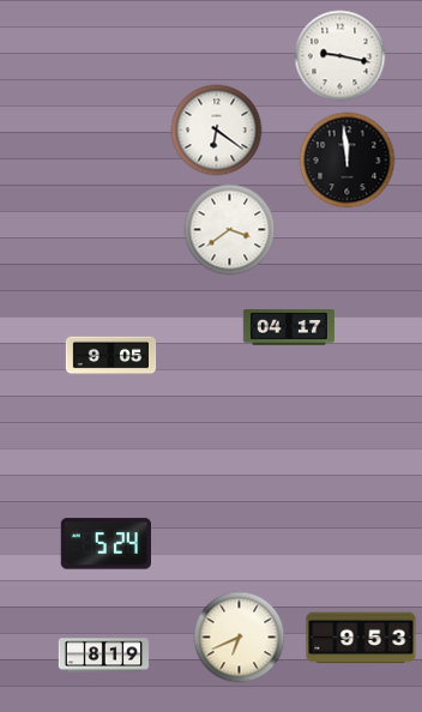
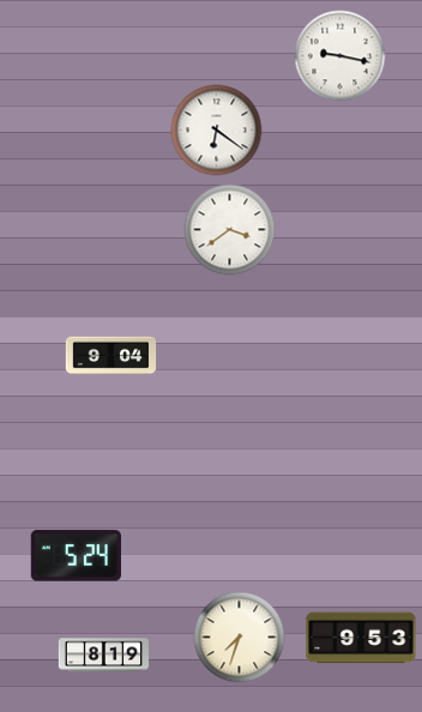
clock at (348, 161): 11:59 -> none
clock at (289, 327): 04:17 -> none
clock at (111, 356): 9:05 -> 9:04
clock at (106, 544) position: (106, 544) -> (76, 556)
clock at (240, 638): 6:41 -> 7:33
